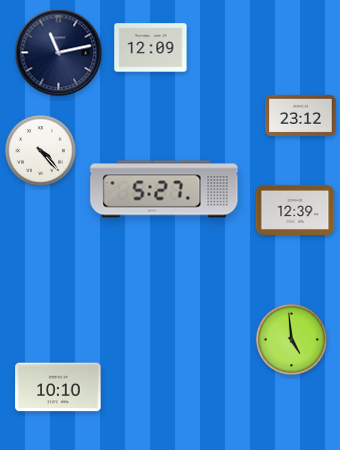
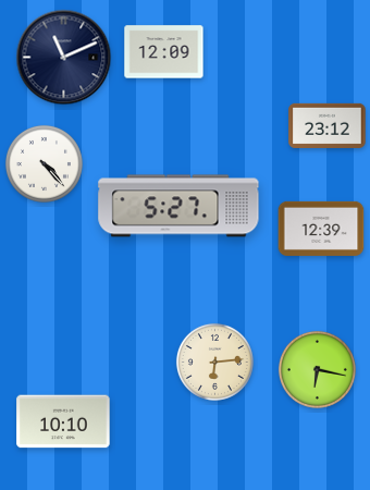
clock at (59, 53): 11:13 -> 11:11
clock at (214, 362): none -> 6:14
clock at (291, 339): 4:59 -> 6:17
